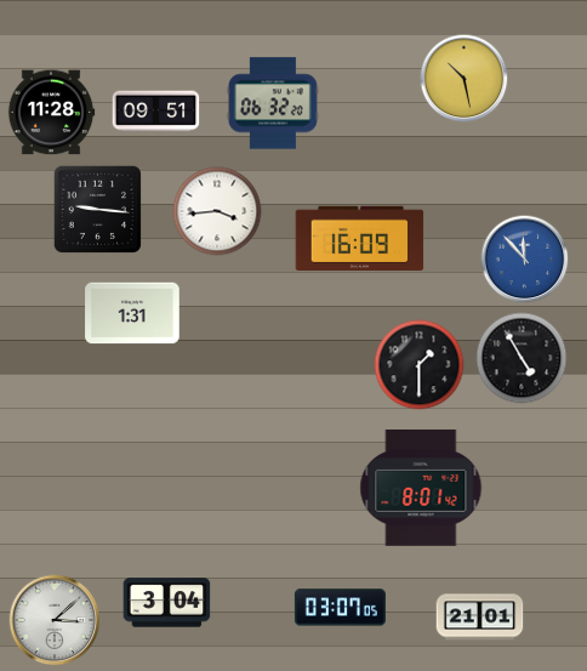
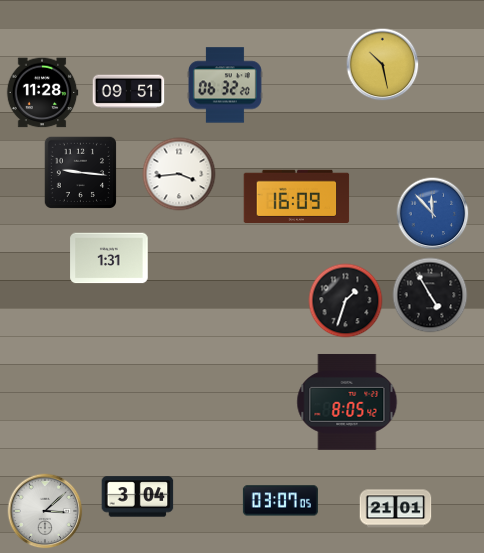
clock at (420, 365): 1:30 -> 1:33
clock at (421, 488): 8:01 -> 8:05
